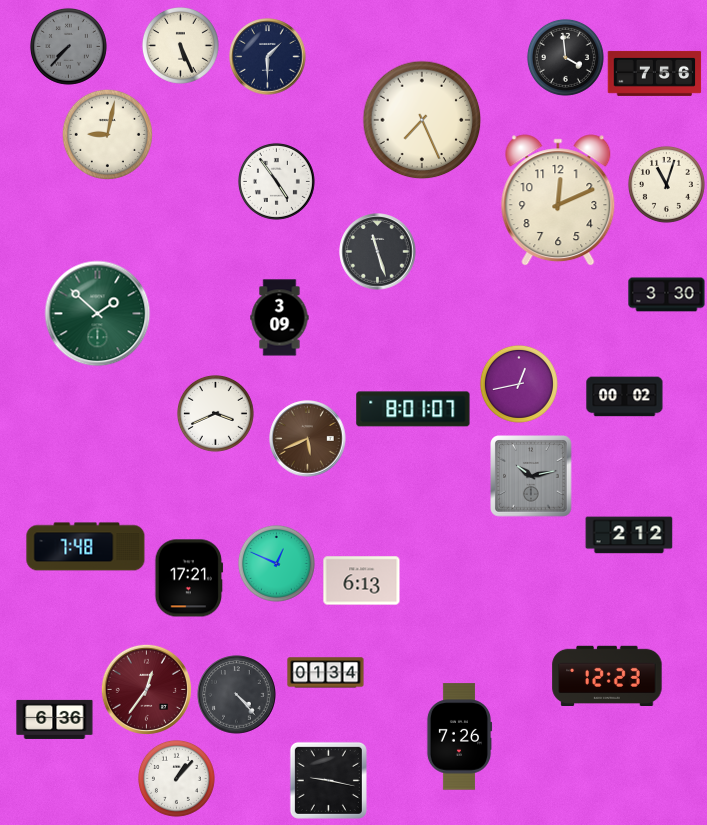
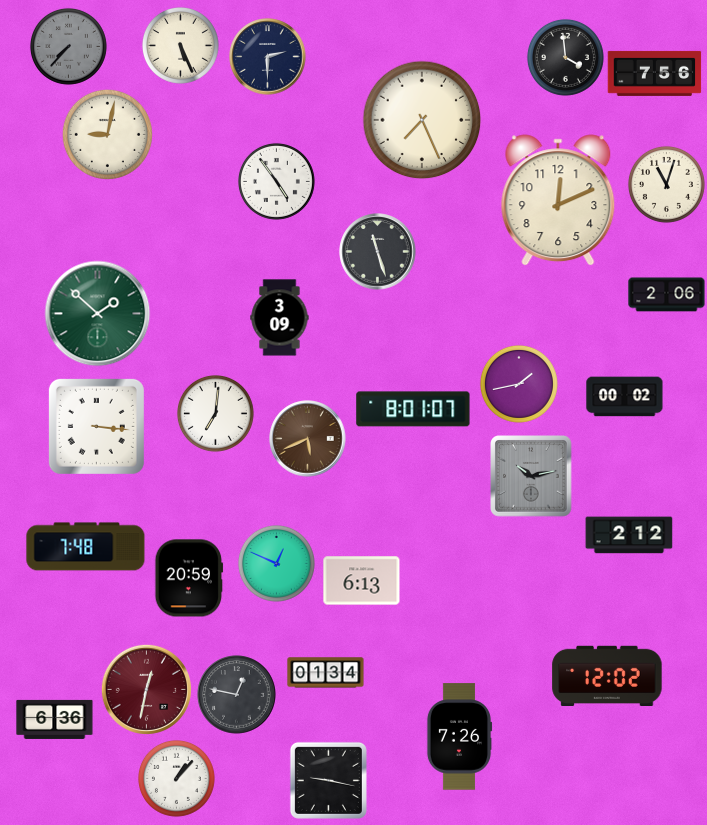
clock at (268, 57): 1:30 -> 2:30
clock at (667, 295): 3:30 -> 2:06
clock at (519, 384): 12:43 -> 1:43
clock at (215, 413): 3:41 -> 7:01
clock at (96, 426): none -> 3:16
clock at (189, 578): 17:21 -> 20:59
clock at (607, 675): 12:23 -> 12:02
clock at (146, 689): 12:36 -> 12:32
clock at (237, 695): 4:23 -> 12:47
